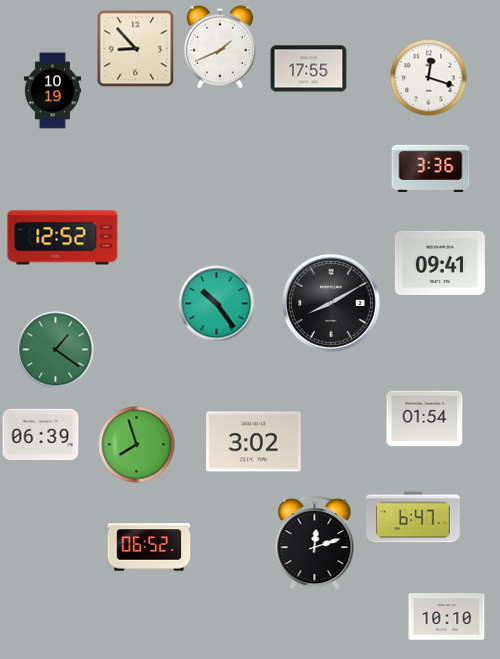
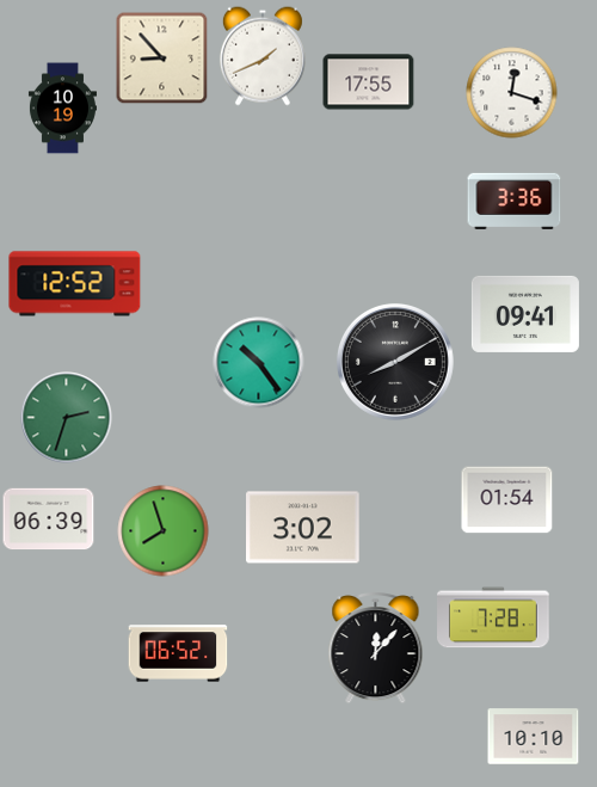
clock at (56, 350): 1:21 -> 2:33
clock at (414, 517): 6:47 -> 7:28
clock at (315, 542): 12:12 -> 12:07
